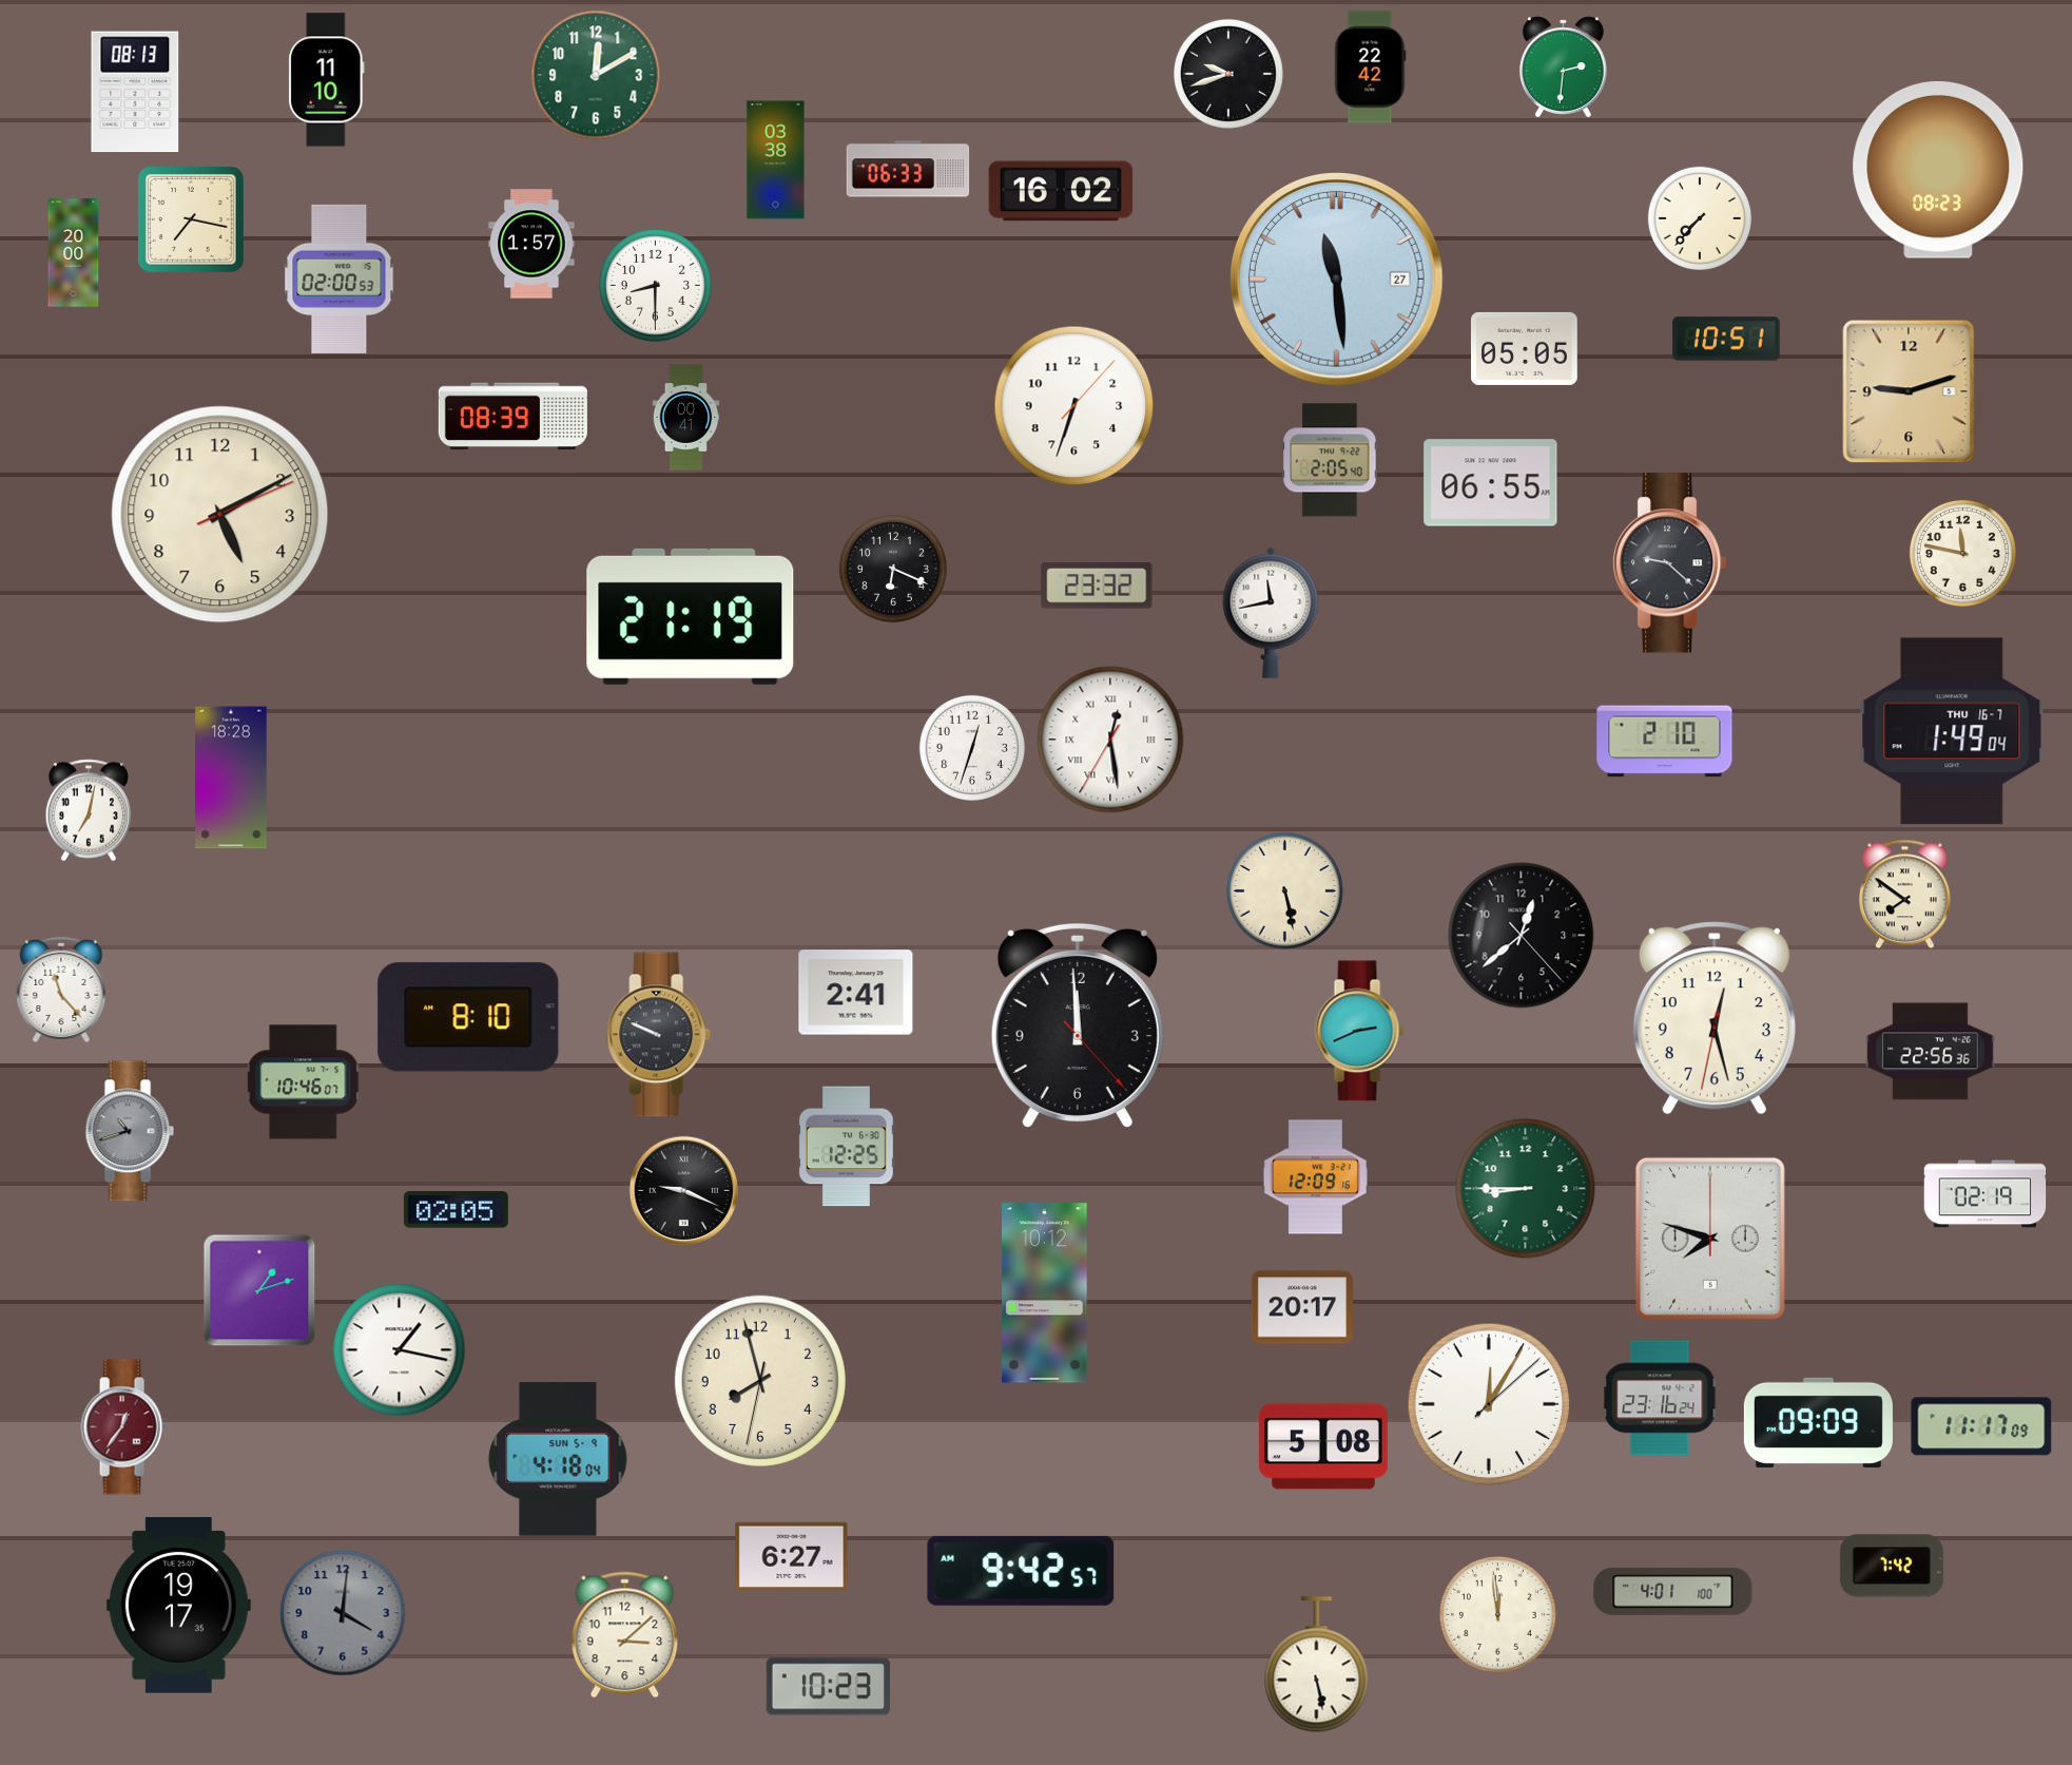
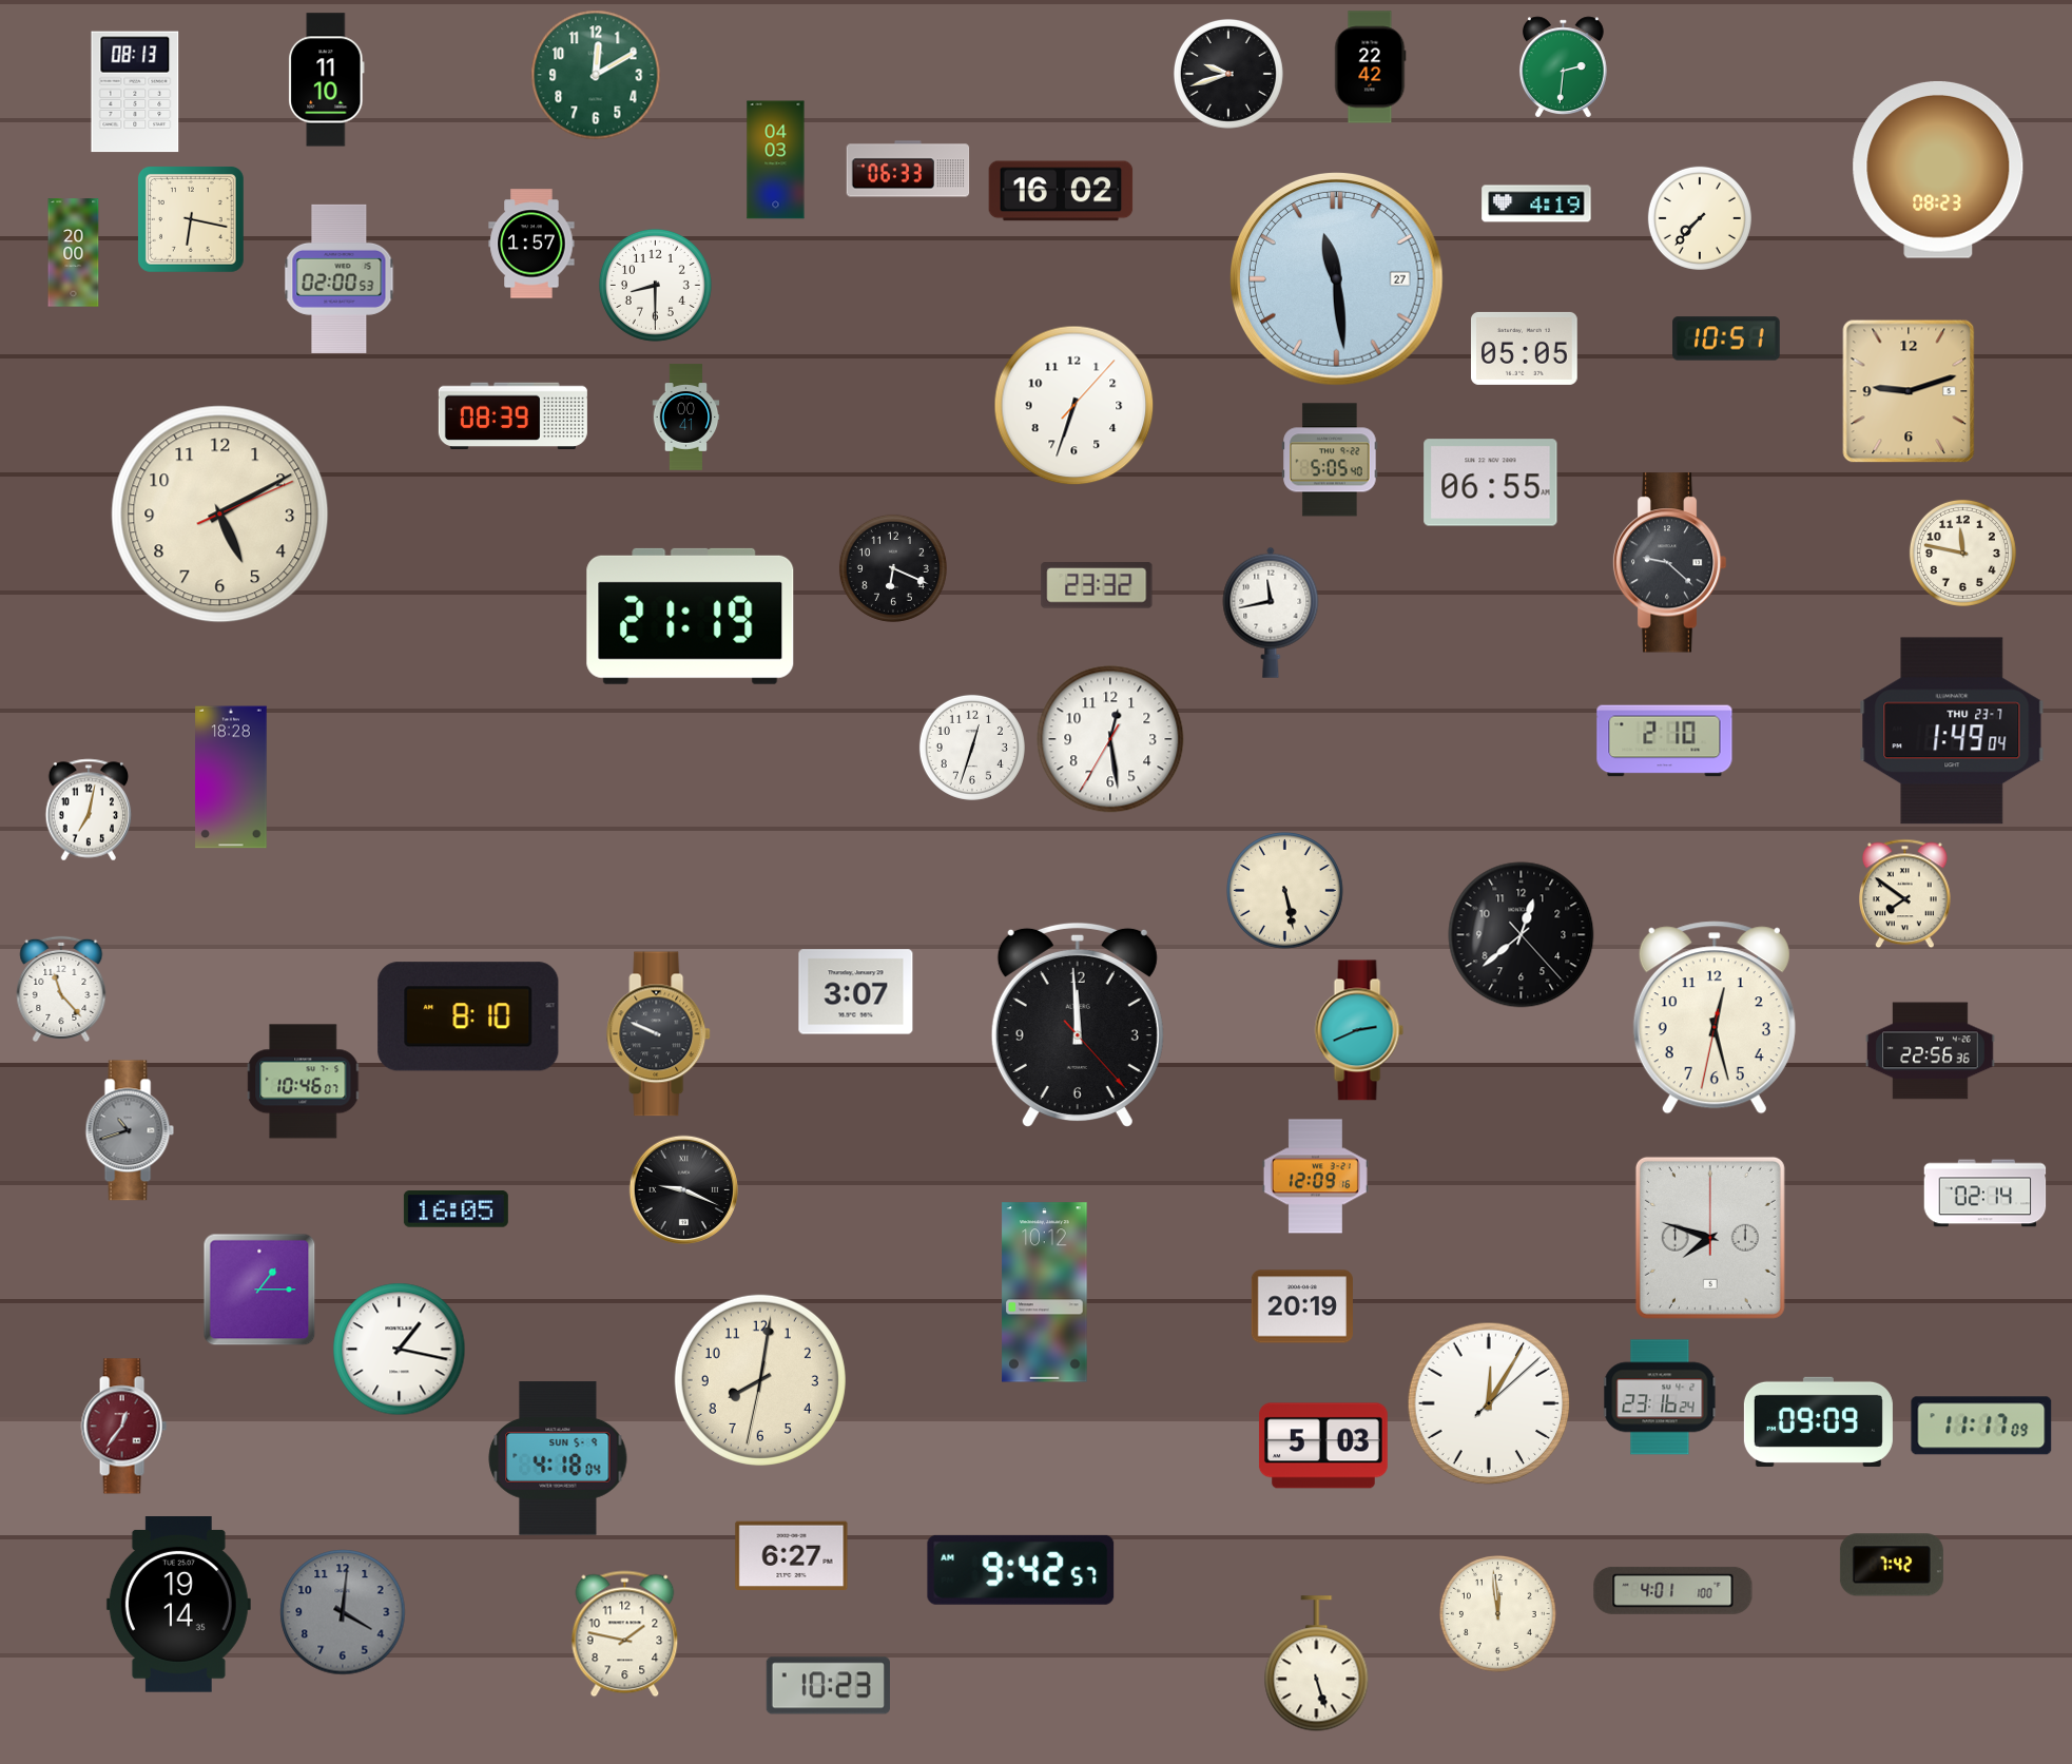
clock at (776, 160): 03:38 -> 04:03
clock at (1536, 203): none -> 4:19
clock at (191, 219): 7:17 -> 6:17
clock at (1330, 460): 2:05 -> 5:05
clock at (1952, 731) date: THU 16-7 -> THU 23-7
clock at (1110, 740) numerals: Roman -> Arabic
clock at (856, 993): 2:41 -> 3:07
clock at (846, 1147): 12:25 -> none
clock at (1526, 1189): 8:45 -> none
clock at (1986, 1194): 02:19 -> 02:14
clock at (456, 1210): 02:05 -> 16:05
clock at (259, 1290): 1:12 -> 1:15
clock at (1302, 1307): 20:17 -> 20:19
clock at (760, 1381): 7:57 -> 8:01
clock at (1323, 1446): 5:08 -> 5:03
clock at (178, 1606): 19:17 -> 19:14
clock at (625, 1635): 3:08 -> 1:47
clock at (1317, 1665): 5:28 -> 5:27
